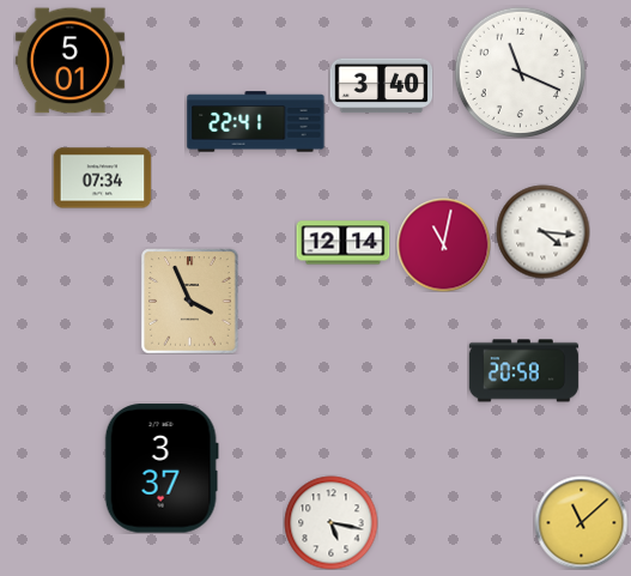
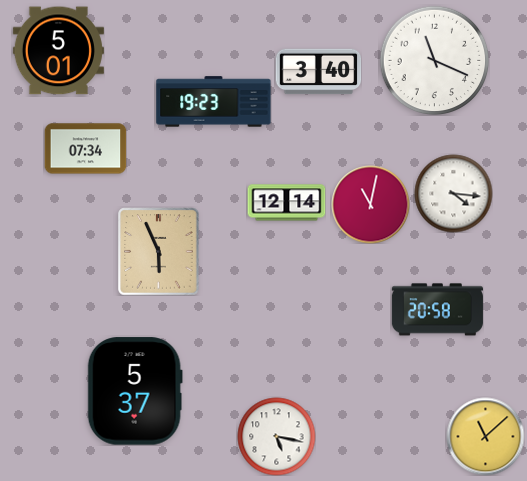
clock at (256, 122): 22:41 -> 19:23
clock at (190, 301): 3:56 -> 5:56
clock at (162, 468): 3:37 -> 5:37
